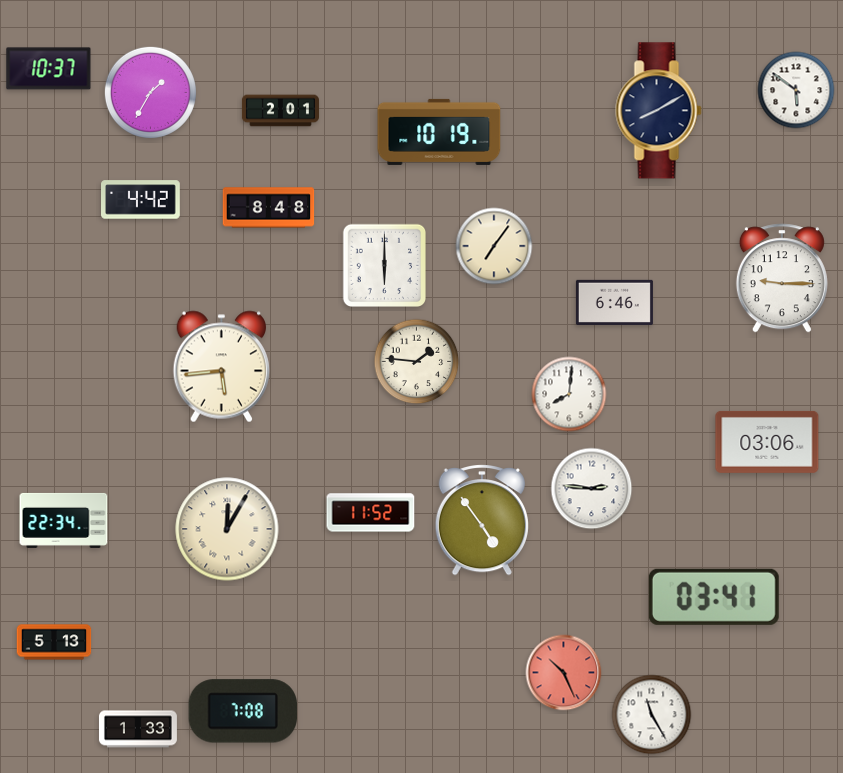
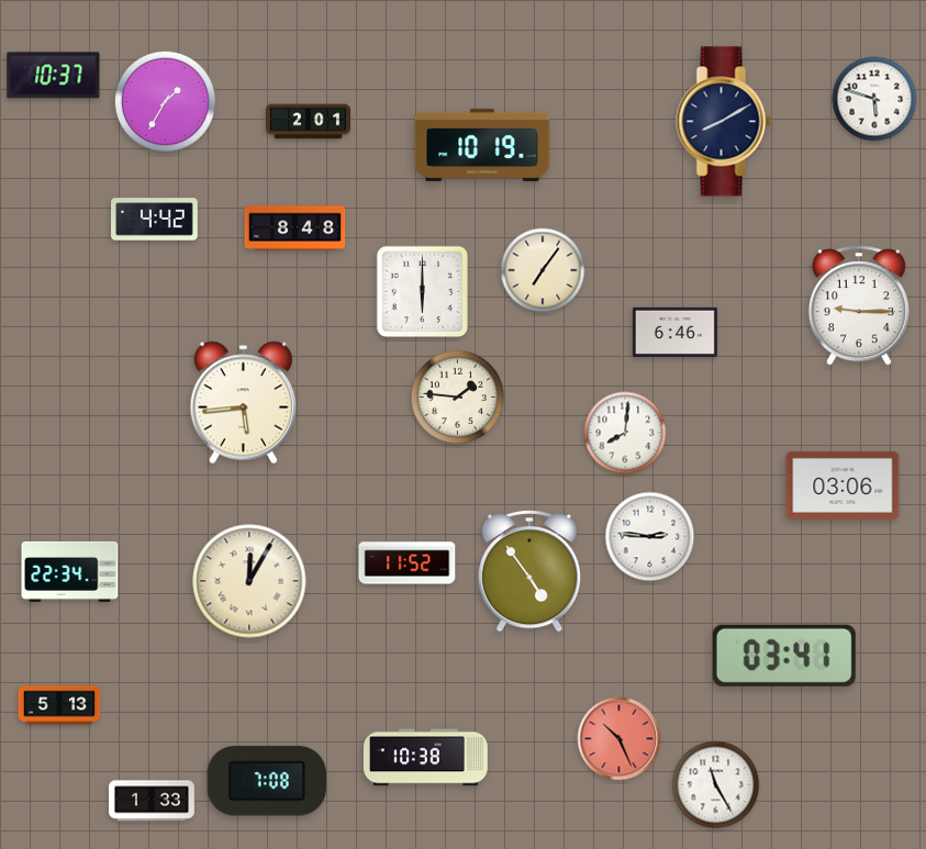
clock at (796, 90): 5:51 -> 5:48
clock at (425, 758): none -> 10:38
